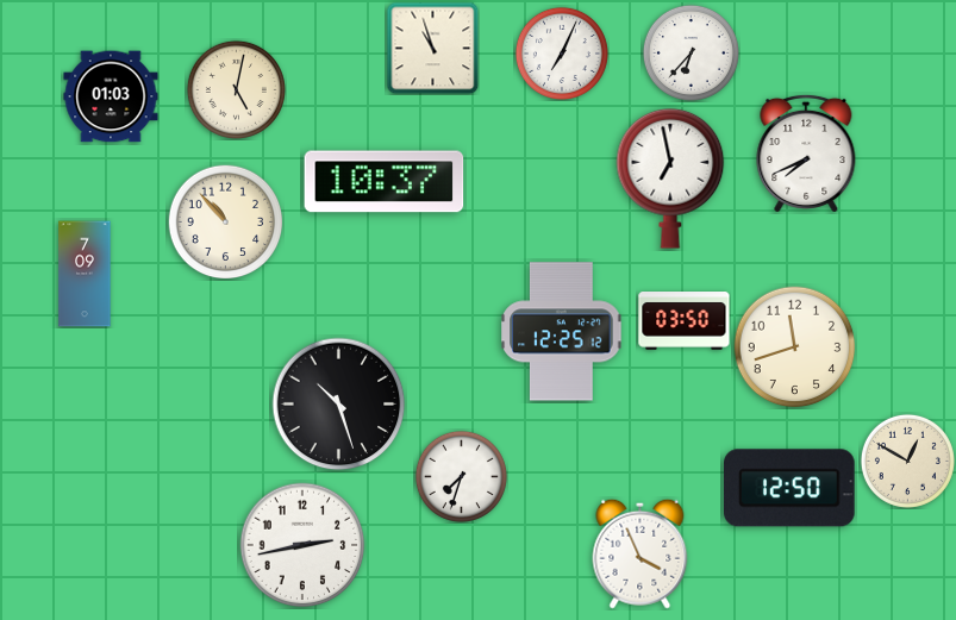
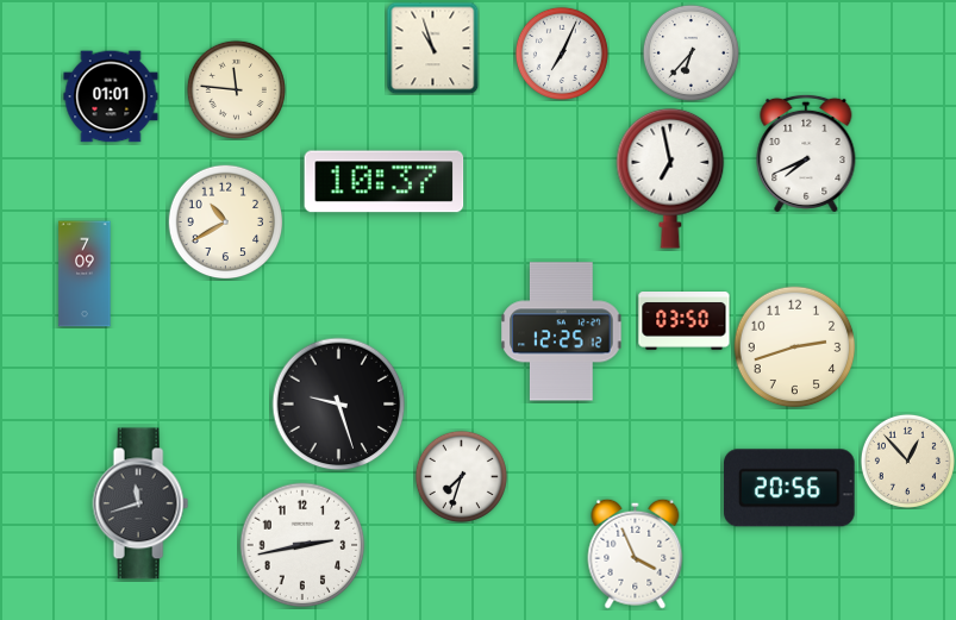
clock at (236, 89): 5:02 -> 11:46
clock at (111, 96): 01:03 -> 01:01
clock at (225, 221): 10:53 -> 10:40
clock at (795, 347): 11:42 -> 2:42
clock at (339, 405): 10:27 -> 9:27
clock at (907, 461): 12:50 -> 12:53
clock at (791, 488): 12:50 -> 20:56
clock at (140, 503): none -> 11:42
clock at (641, 553) position: (641, 553) -> (636, 553)
